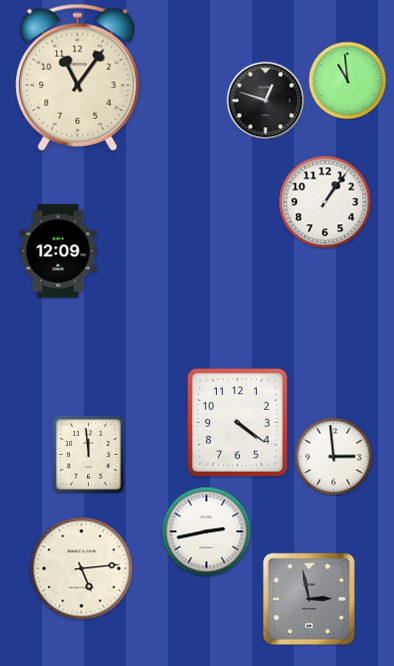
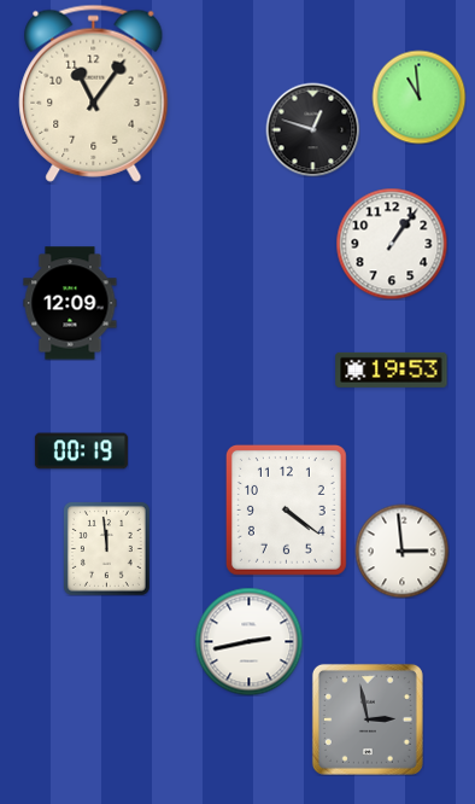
clock at (265, 100) position: (265, 100) -> (312, 129)
clock at (392, 369): none -> 19:53
clock at (81, 451): none -> 00:19
clock at (82, 569): 5:14 -> none
clock at (309, 599) position: (309, 599) -> (368, 719)
